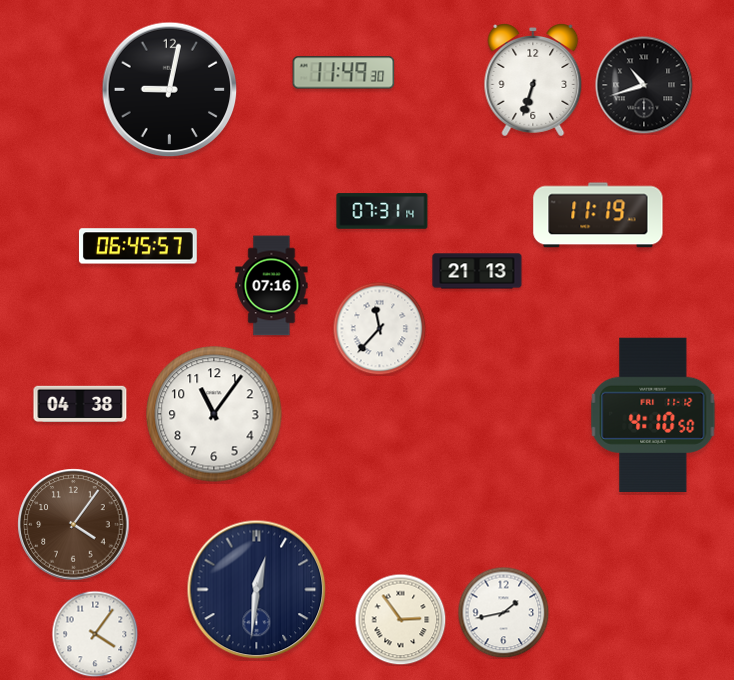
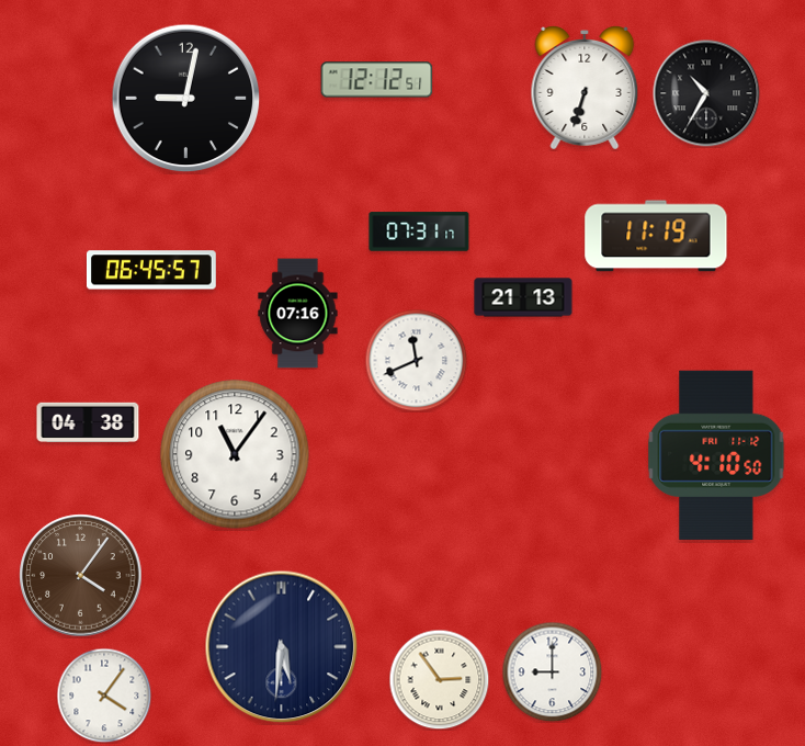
clock at (344, 73): 11:49 -> 12:12
clock at (644, 85): 10:42 -> 10:35
clock at (382, 211): 07:31:14 -> 07:31:17
clock at (379, 328): 11:37 -> 11:41
clock at (80, 403) position: (80, 403) -> (88, 421)
clock at (257, 590): 12:31 -> 5:31
clock at (503, 612): 1:43 -> 9:00
